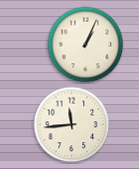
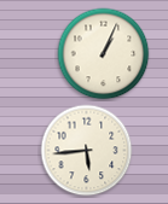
clock at (72, 125): 11:44 -> 5:44
